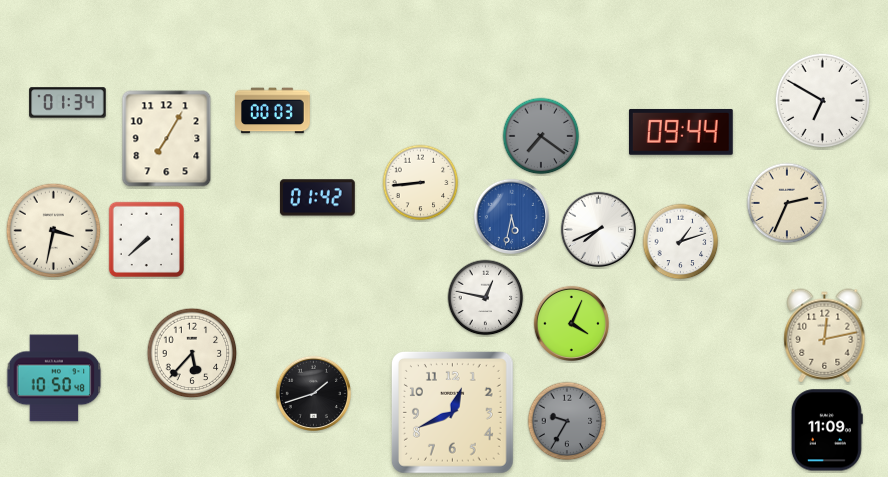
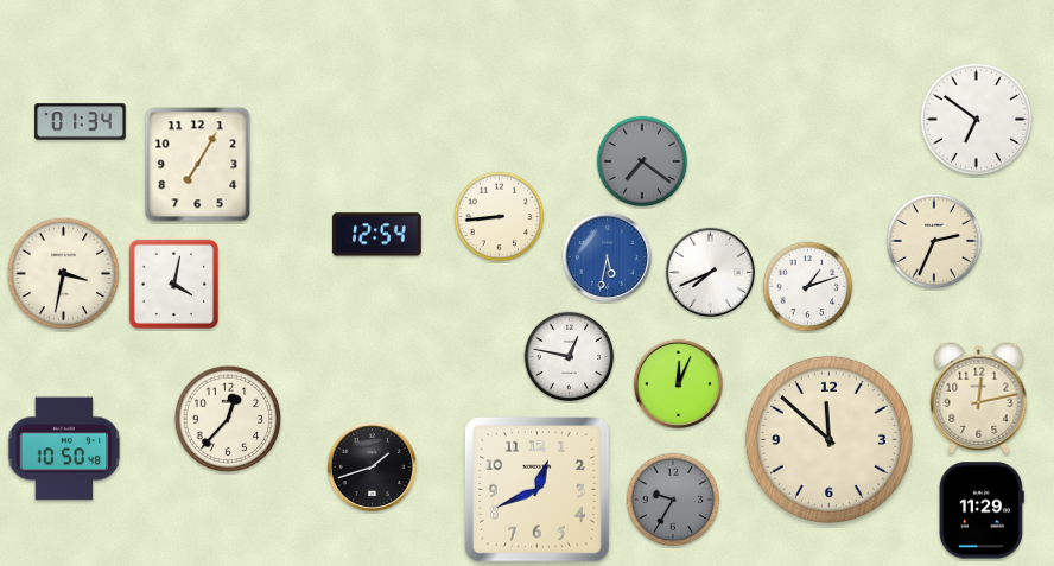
clock at (823, 101): 6:50 -> 6:51
clock at (273, 111): 00:03 -> none
clock at (681, 132): 09:44 -> none
clock at (318, 198): 01:42 -> 12:54
clock at (146, 239): 7:38 -> 4:02
clock at (486, 298) position: (486, 298) -> (570, 357)
clock at (571, 323): 4:04 -> 12:04
clock at (192, 353): 5:37 -> 12:37
clock at (828, 439): none -> 11:52
clock at (827, 430): 11:09 -> 11:29
